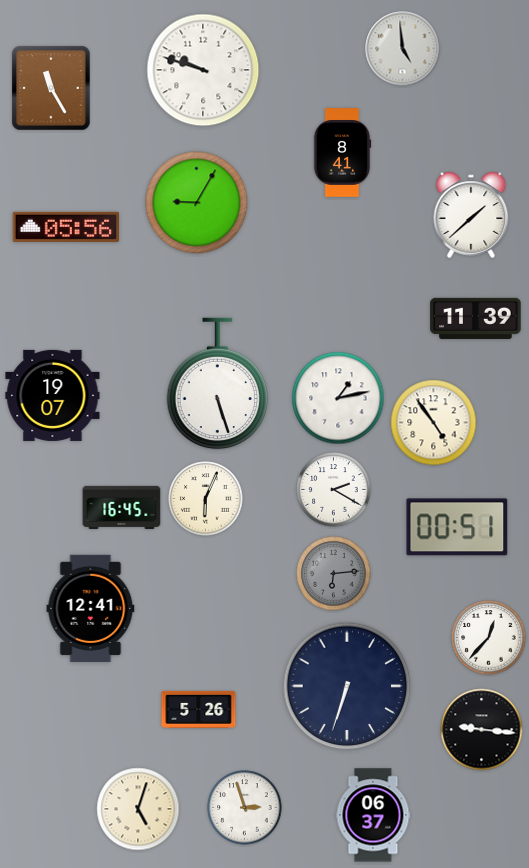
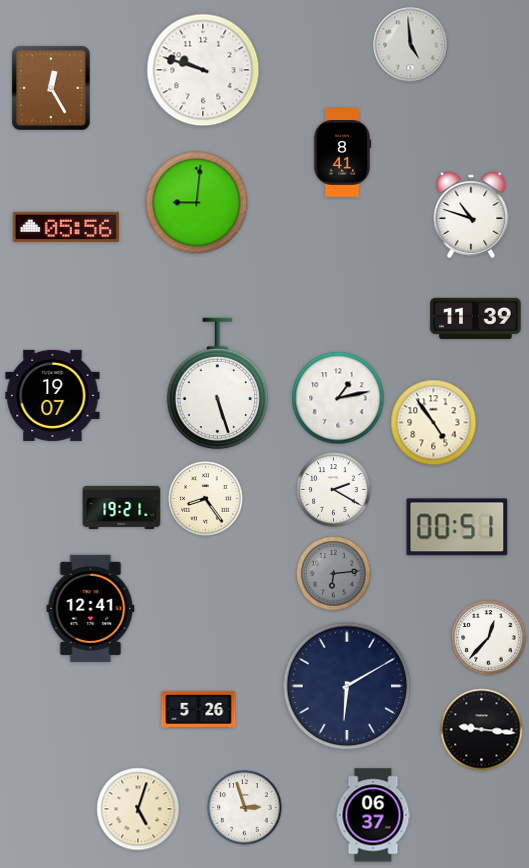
clock at (403, 49) position: (403, 49) -> (411, 45)
clock at (51, 88): 11:25 -> 12:25
clock at (197, 203): 9:05 -> 9:01
clock at (471, 215): 1:38 -> 10:48
clock at (206, 499): 6:04 -> 8:24
clock at (122, 507): 16:45 -> 19:21
clock at (347, 686): 6:33 -> 6:10
